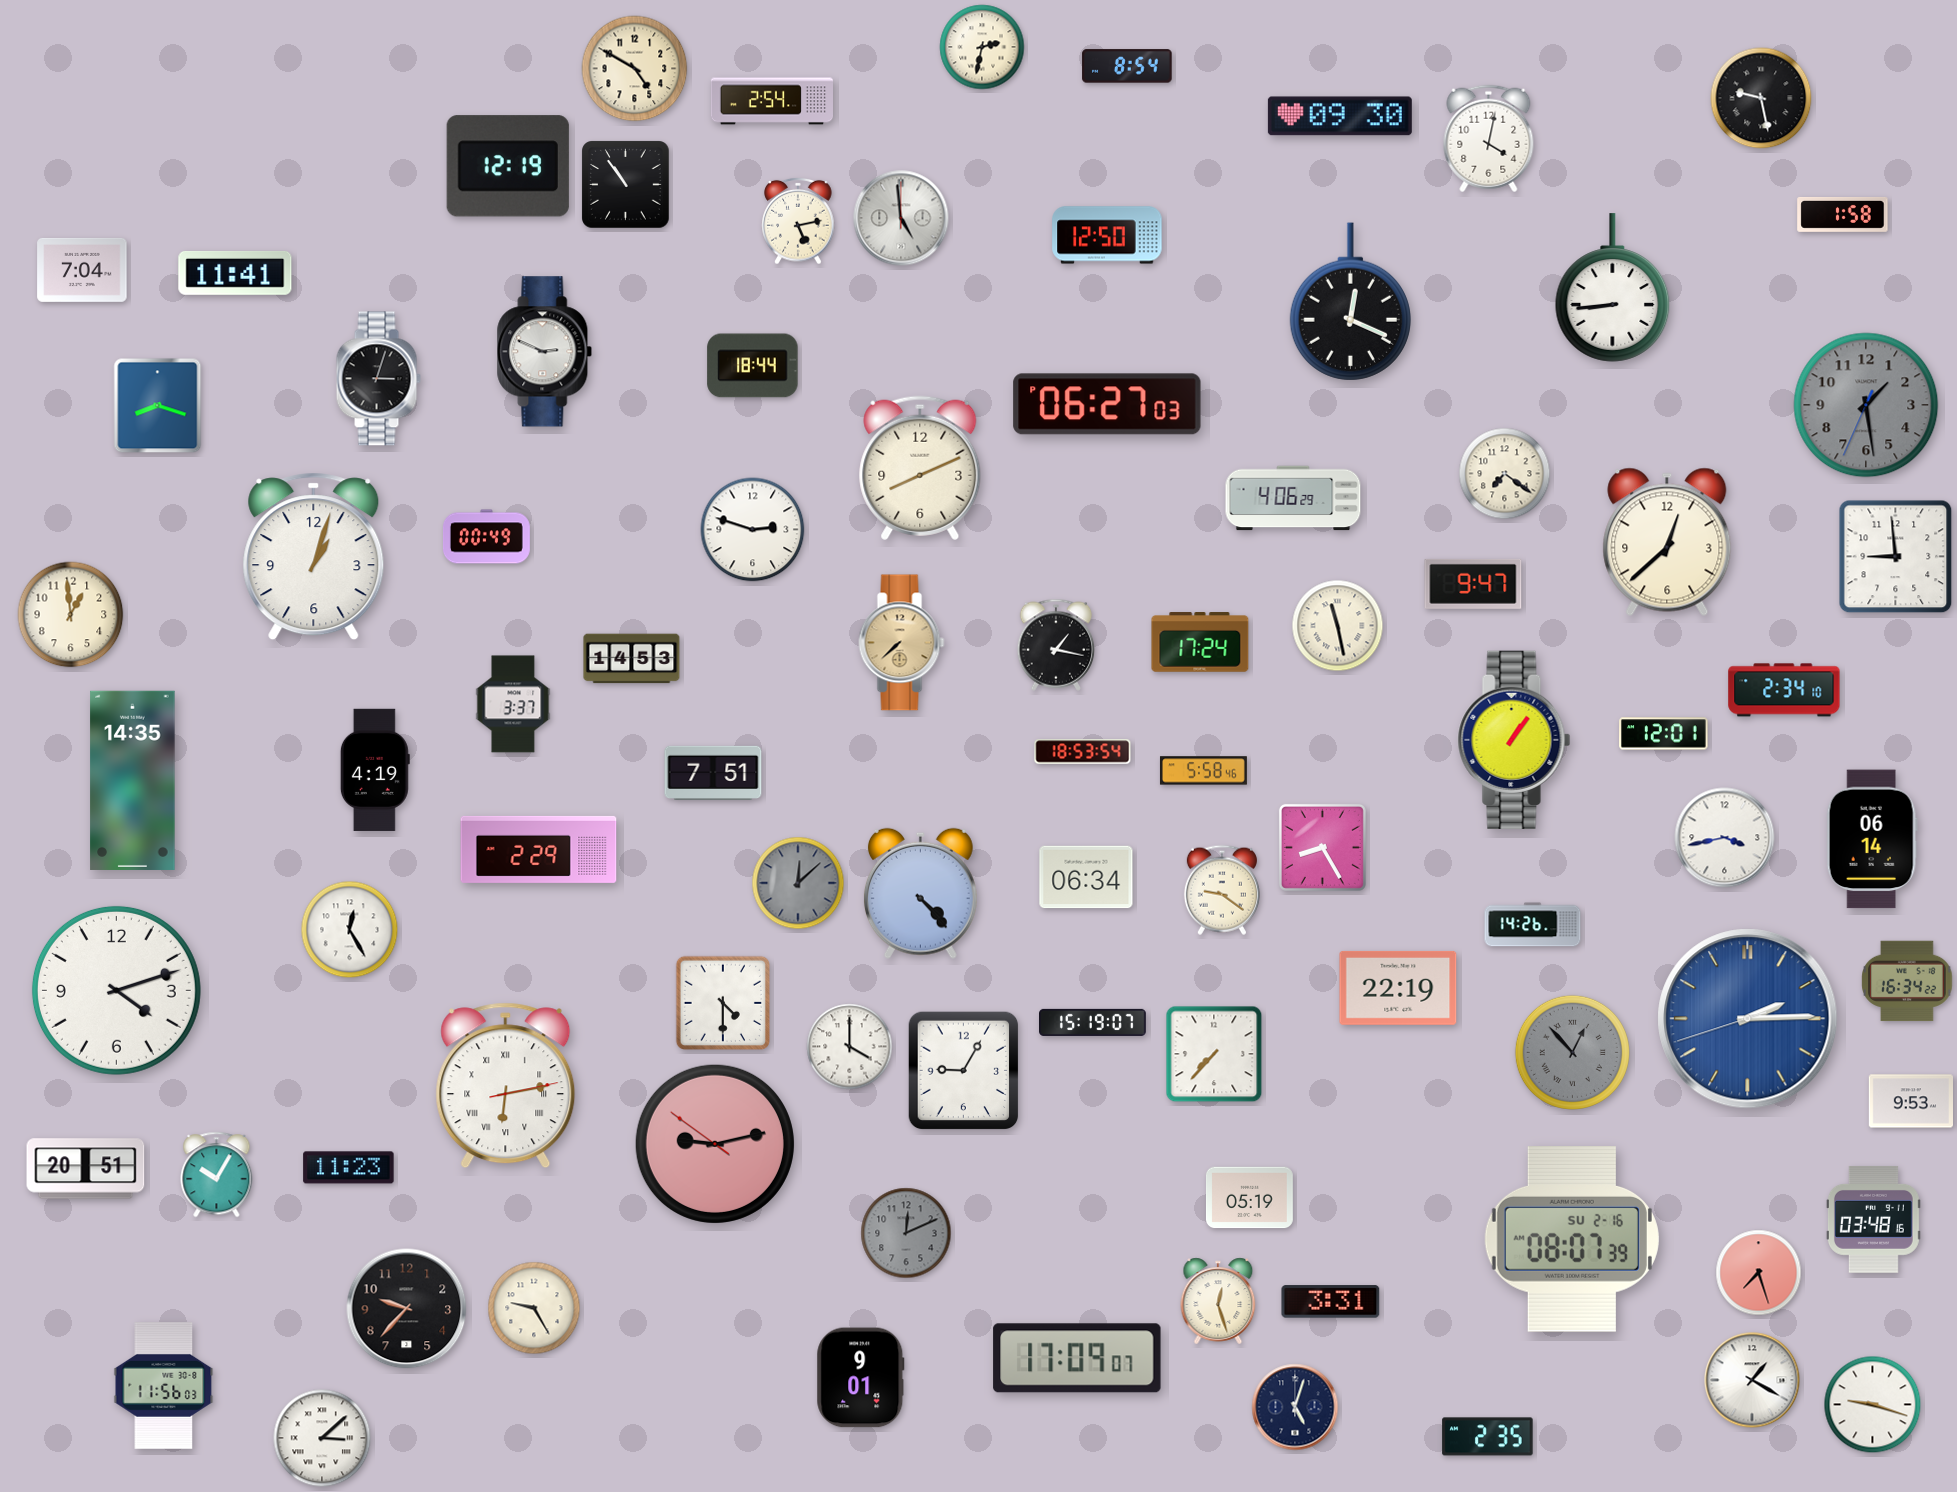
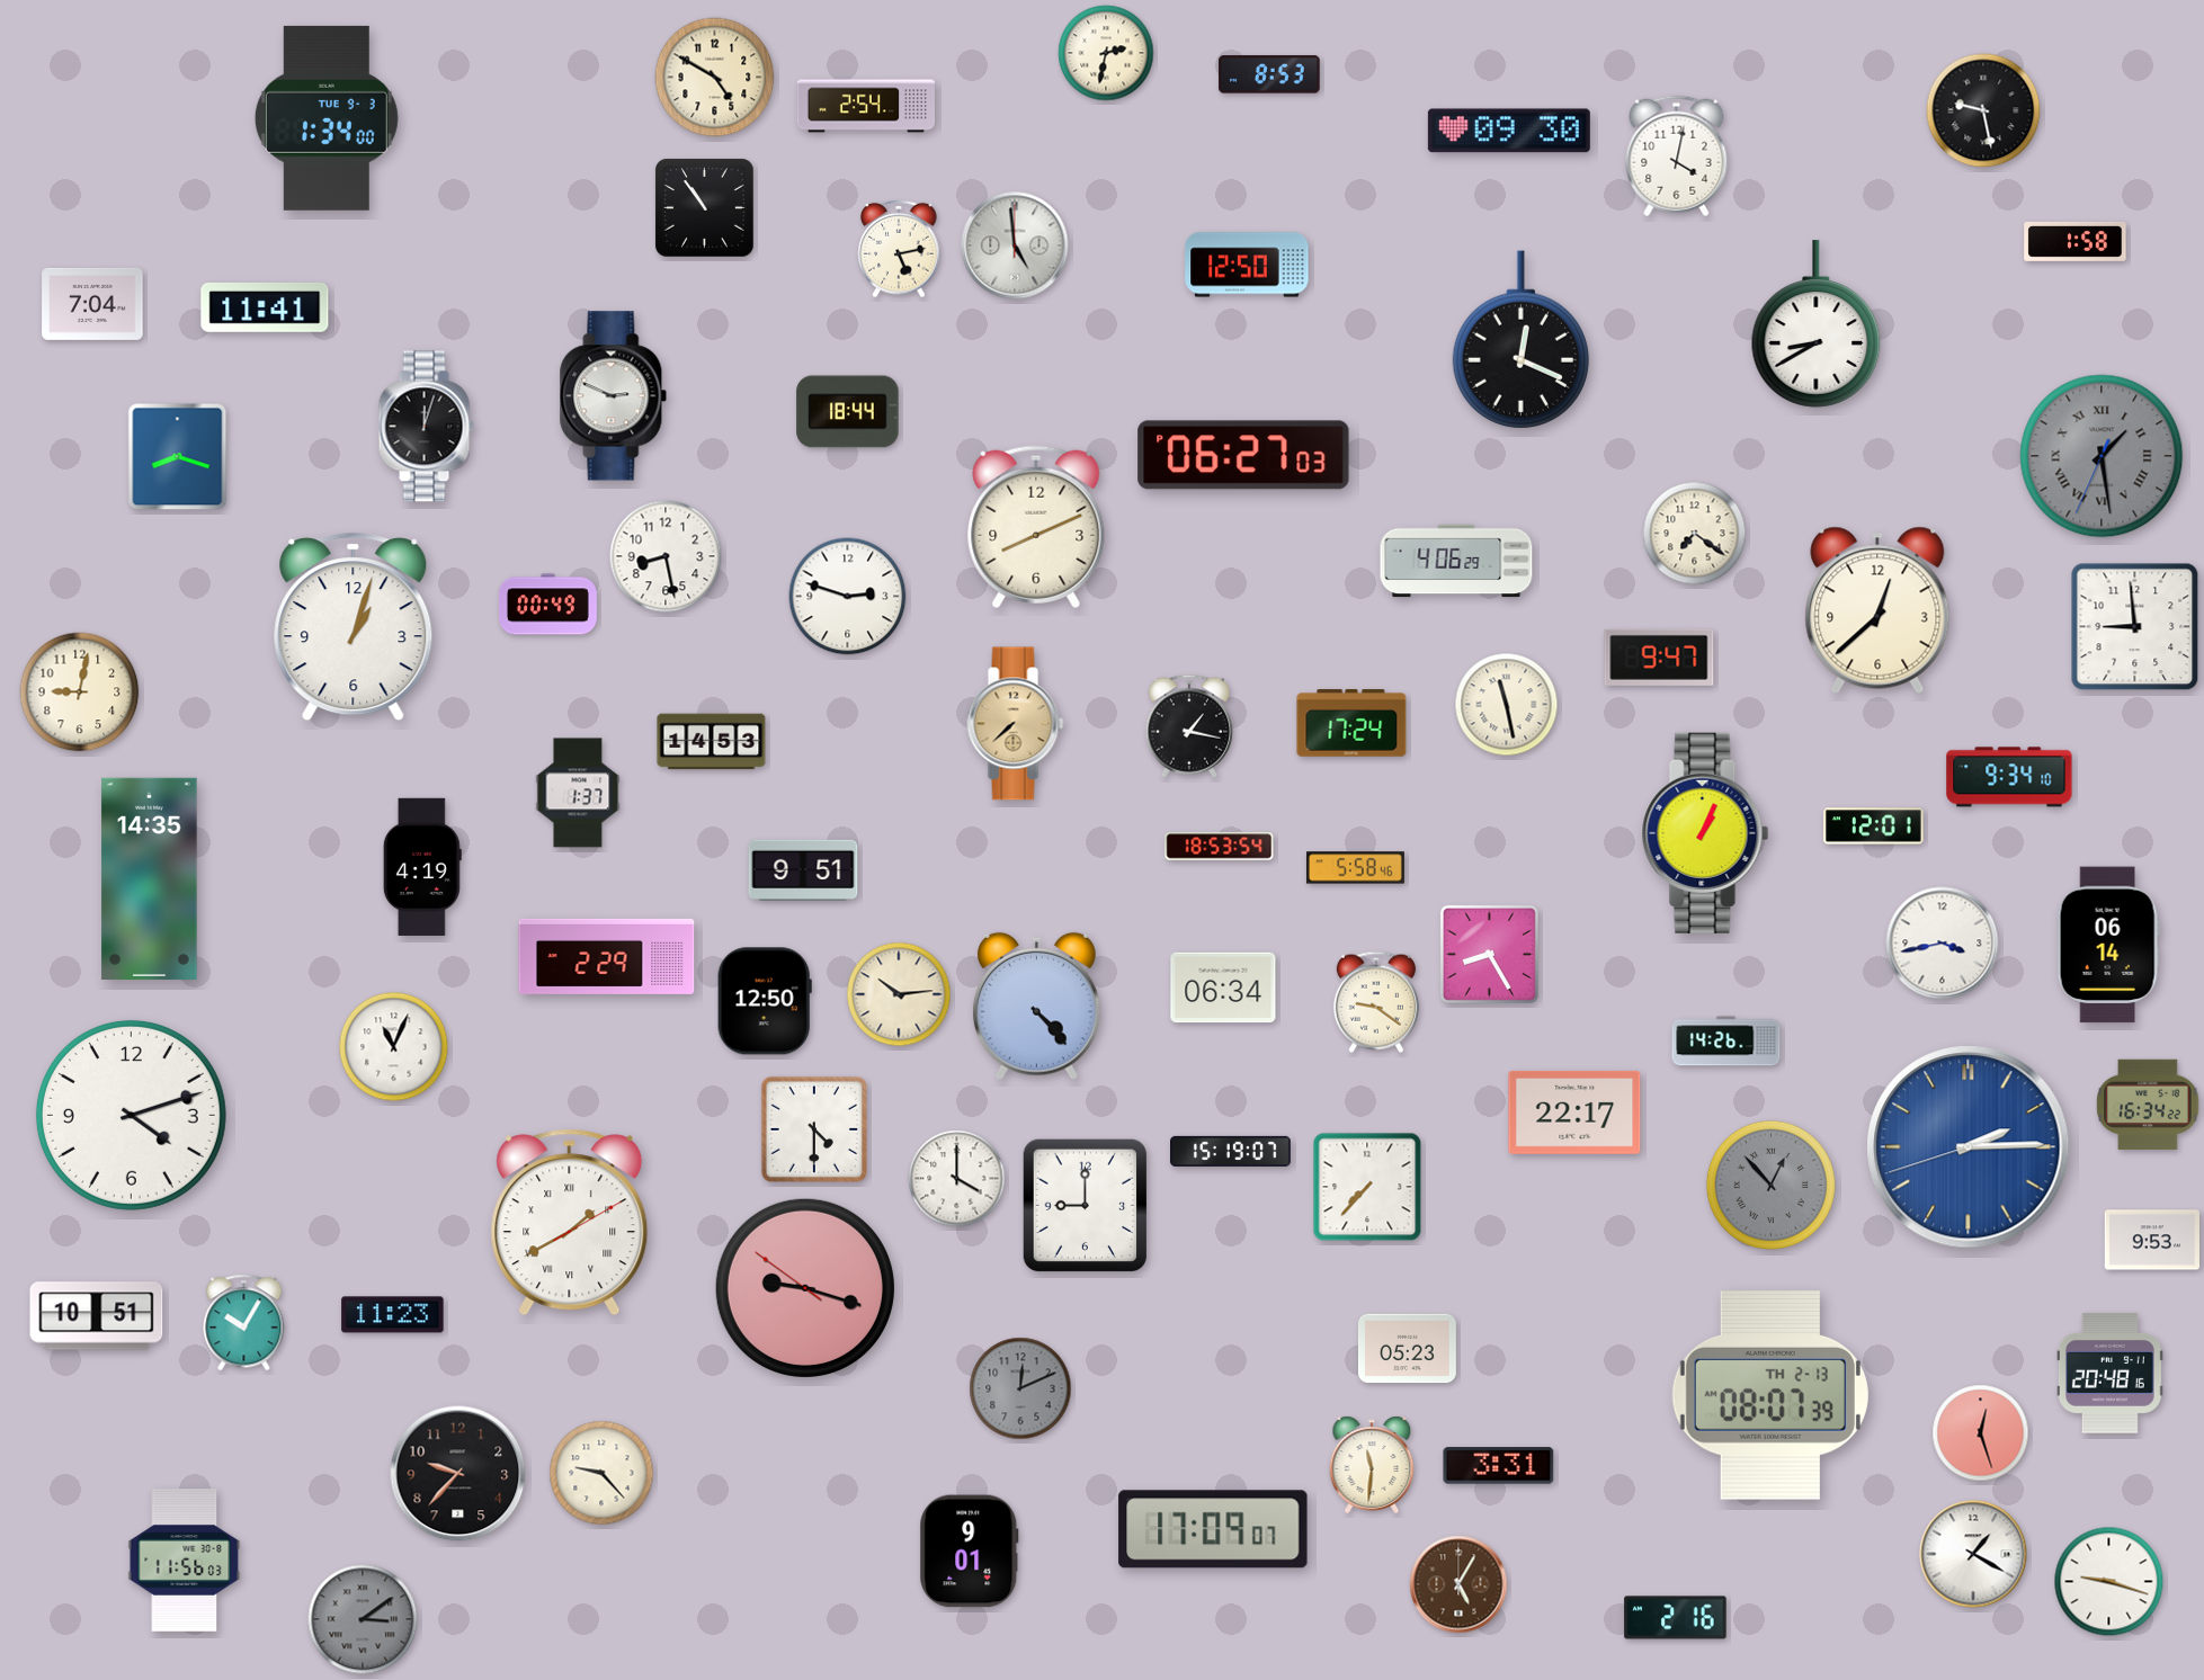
clock at (1127, 66): 8:54 -> 8:53
clock at (771, 101) position: (771, 101) -> (865, 106)
clock at (327, 118): none -> 1:34
clock at (508, 166): 12:19 -> none
clock at (1613, 288): 8:44 -> 8:40
clock at (378, 379): 3:03 -> 12:03
clock at (1107, 404) position: (1107, 404) -> (1243, 455)
clock at (1866, 405) numerals: Arabic -> Roman
clock at (666, 556): none -> 8:28
clock at (71, 615): 12:59 -> 9:02
clock at (1784, 690): 2:34 -> 9:34
clock at (513, 704): 3:37 -> 1:37
clock at (1514, 740): 1:06 -> 1:04
clock at (713, 772): 7:51 -> 9:51
clock at (798, 883): 12:08 -> 10:14
clock at (798, 883) dial: grey -> cream
clock at (765, 1001): none -> 12:50
clock at (350, 930): 12:25 -> 11:04
clock at (1398, 988): 22:19 -> 22:17
clock at (964, 1071): 9:05 -> 9:00
clock at (506, 1086): 6:13 -> 1:40
clock at (715, 1144): 9:12 -> 9:17
clock at (86, 1169): 20:51 -> 10:51
clock at (1249, 1198): 05:19 -> 05:23
clock at (1873, 1219): 03:48 -> 20:48
clock at (1572, 1239) date: SU 2-16 -> TH 2-13
clock at (1759, 1273): 7:27 -> 12:27
clock at (1218, 1301): 12:27 -> 11:31
clock at (534, 1308): 9:25 -> 9:23
clock at (1295, 1407): 5:03 -> 5:05
clock at (1295, 1407) dial: navy -> brown
clock at (1488, 1437): 2:35 -> 2:16
clock at (322, 1438): 3:08 -> 3:09
clock at (322, 1438) dial: white -> grey
